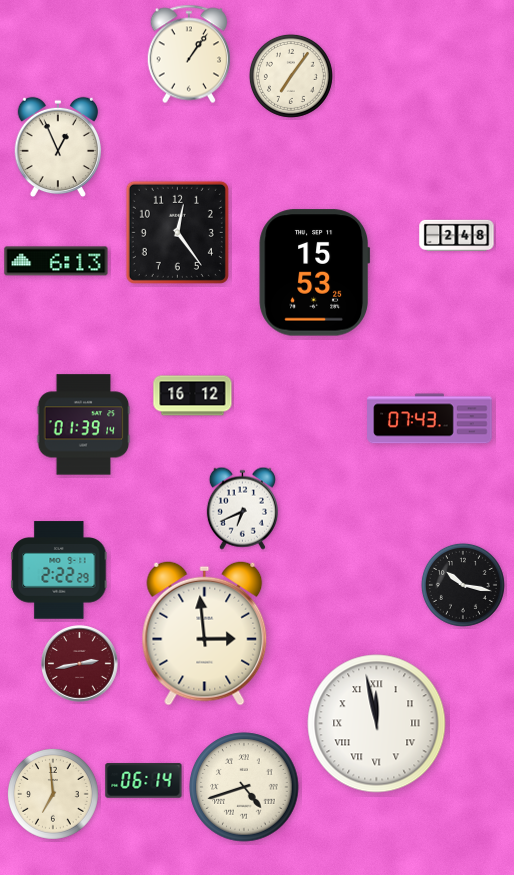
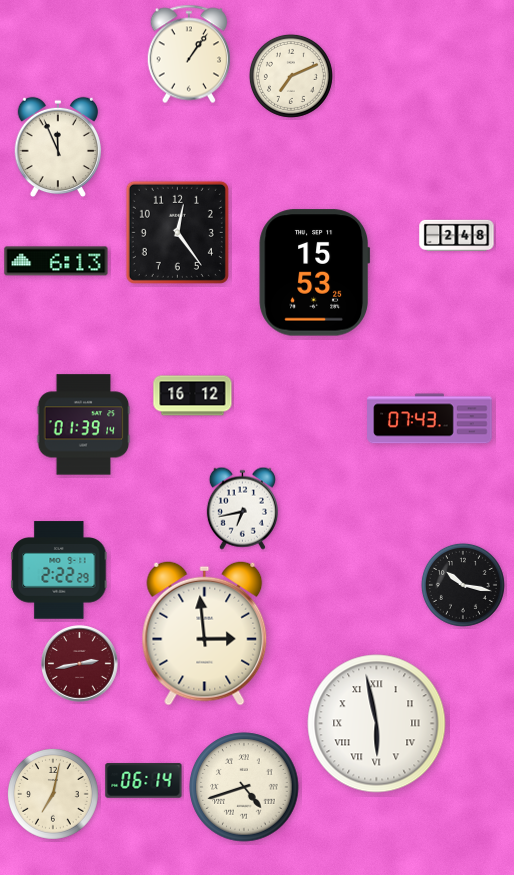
clock at (291, 76): 7:06 -> 7:11
clock at (57, 147): 12:56 -> 11:56
clock at (242, 508): 6:41 -> 6:43
clock at (377, 724): 11:58 -> 5:58
clock at (53, 794): 6:59 -> 7:02
